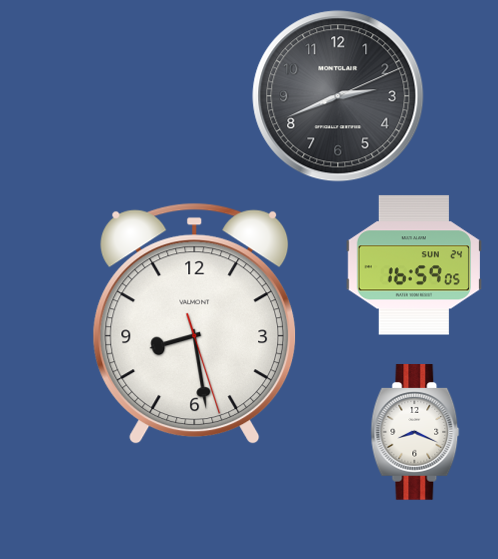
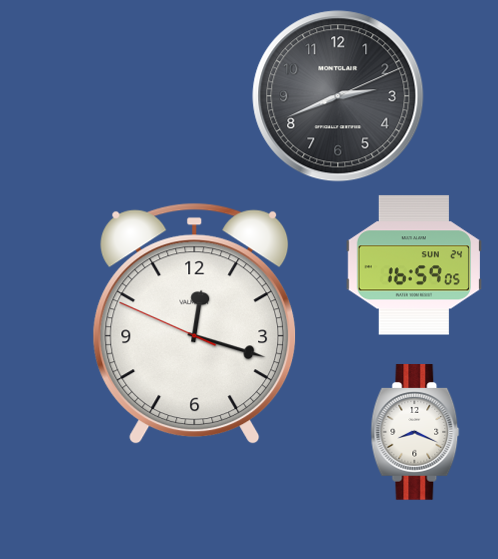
clock at (195, 324): 8:28 -> 12:17
